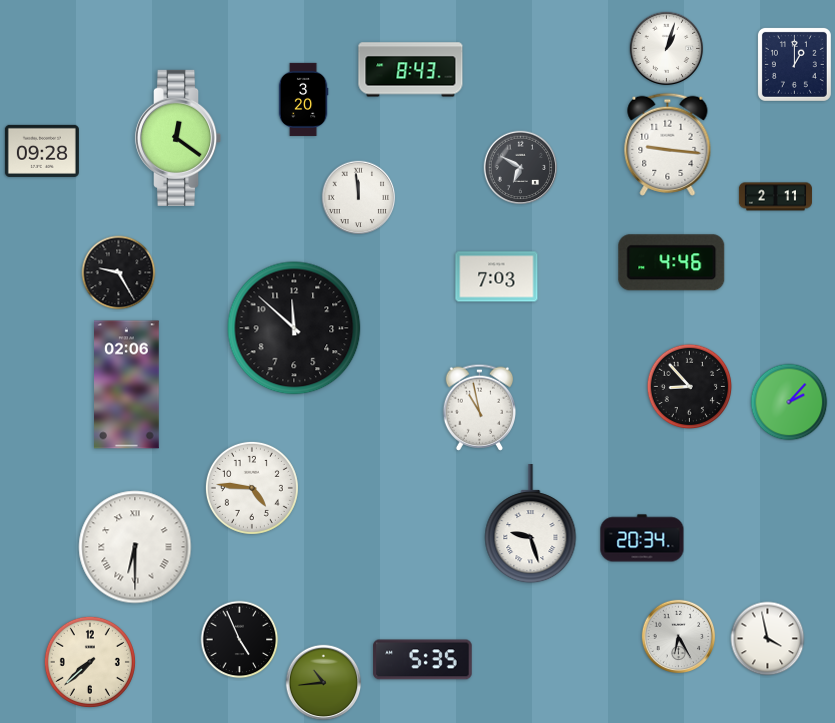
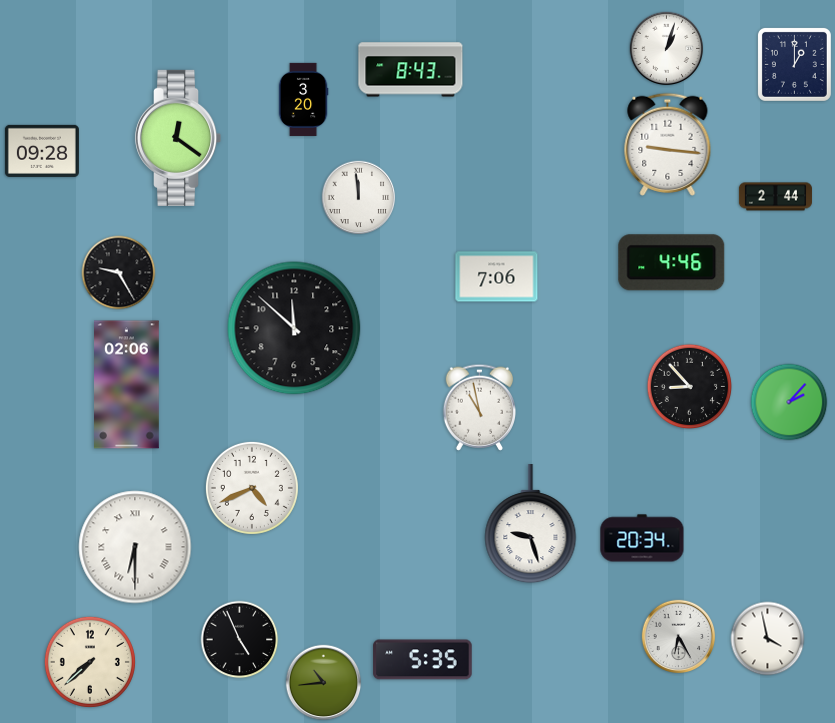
clock at (521, 168): 6:50 -> none
clock at (775, 197): 2:11 -> 2:44
clock at (497, 277): 7:03 -> 7:06
clock at (252, 488): 4:46 -> 4:41
